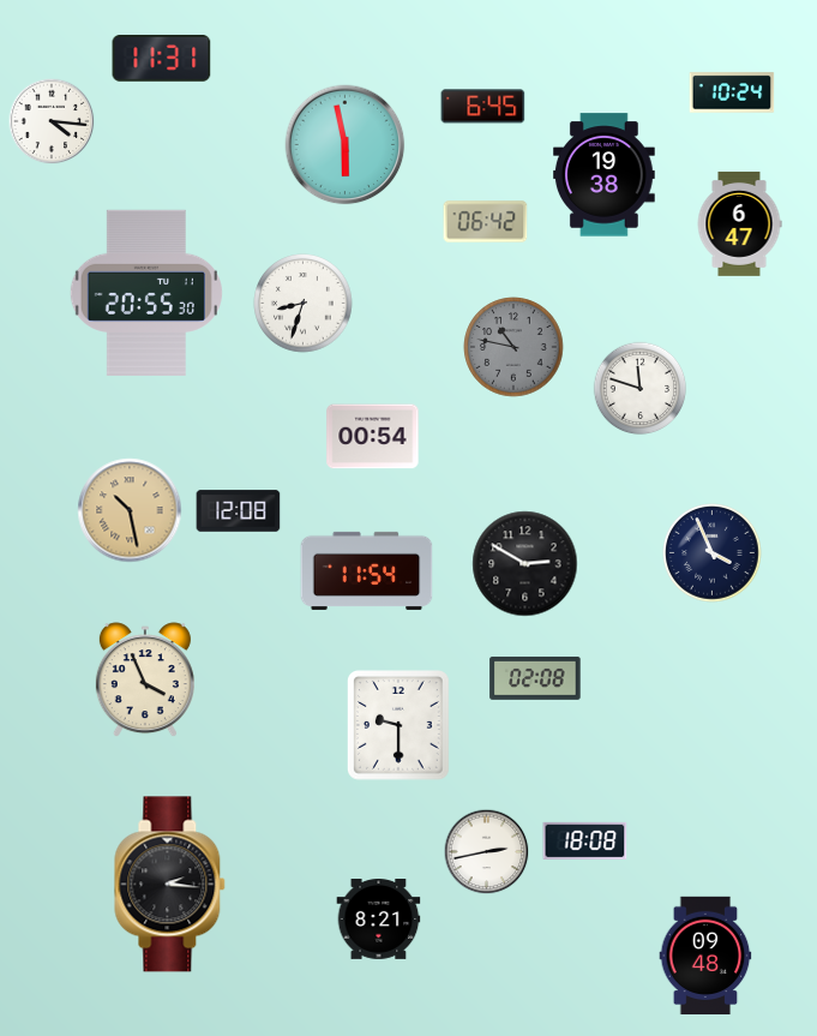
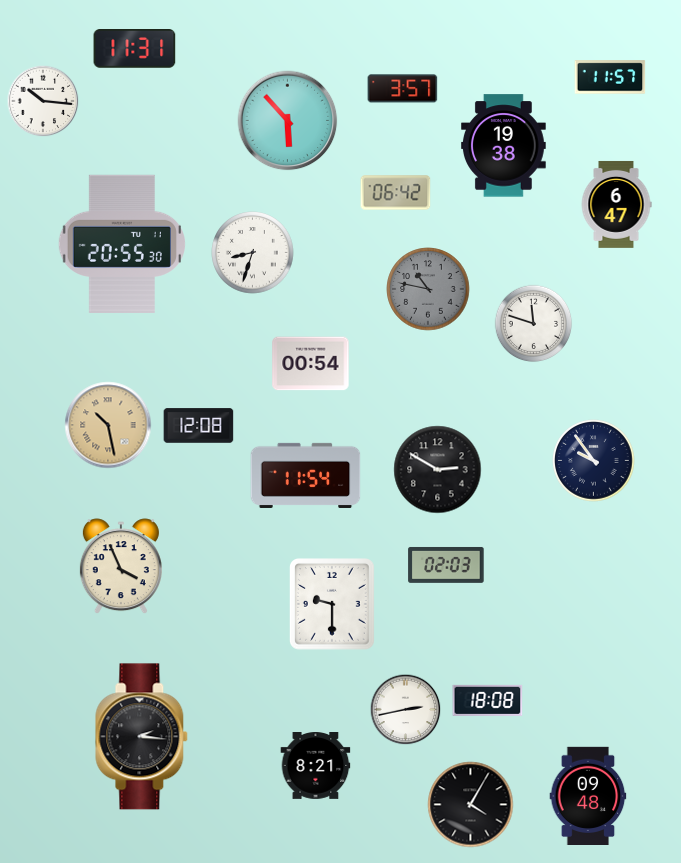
clock at (732, 92): 10:24 -> 11:57
clock at (483, 107): 6:45 -> 3:57
clock at (52, 121): 4:16 -> 10:16
clock at (346, 145): 5:58 -> 5:53
clock at (486, 222) position: (486, 222) -> (396, 193)
clock at (739, 223) position: (739, 223) -> (616, 204)
clock at (713, 553): 3:56 -> 9:54
clock at (535, 678): 02:08 -> 02:03
clock at (471, 805): none -> 4:05
